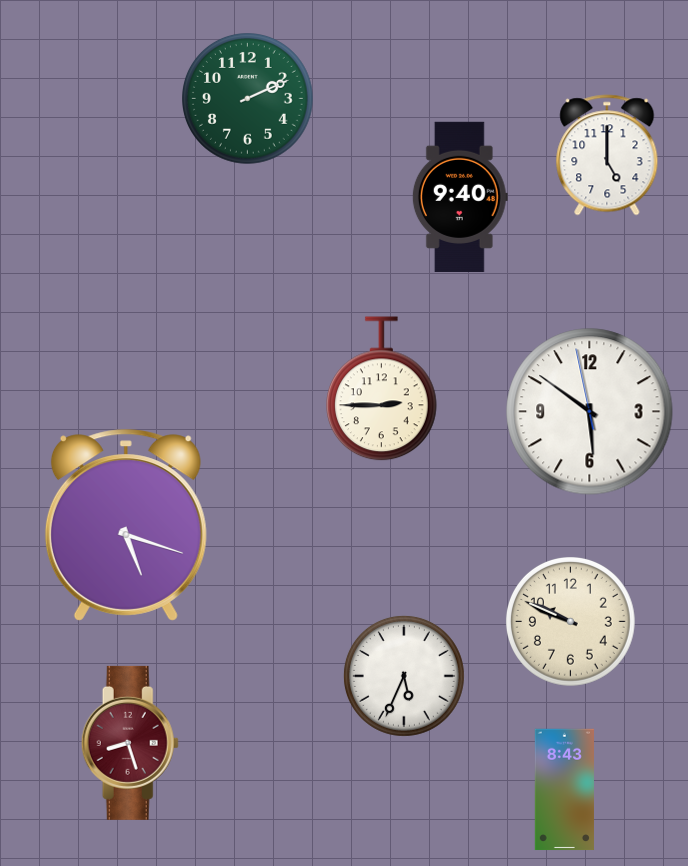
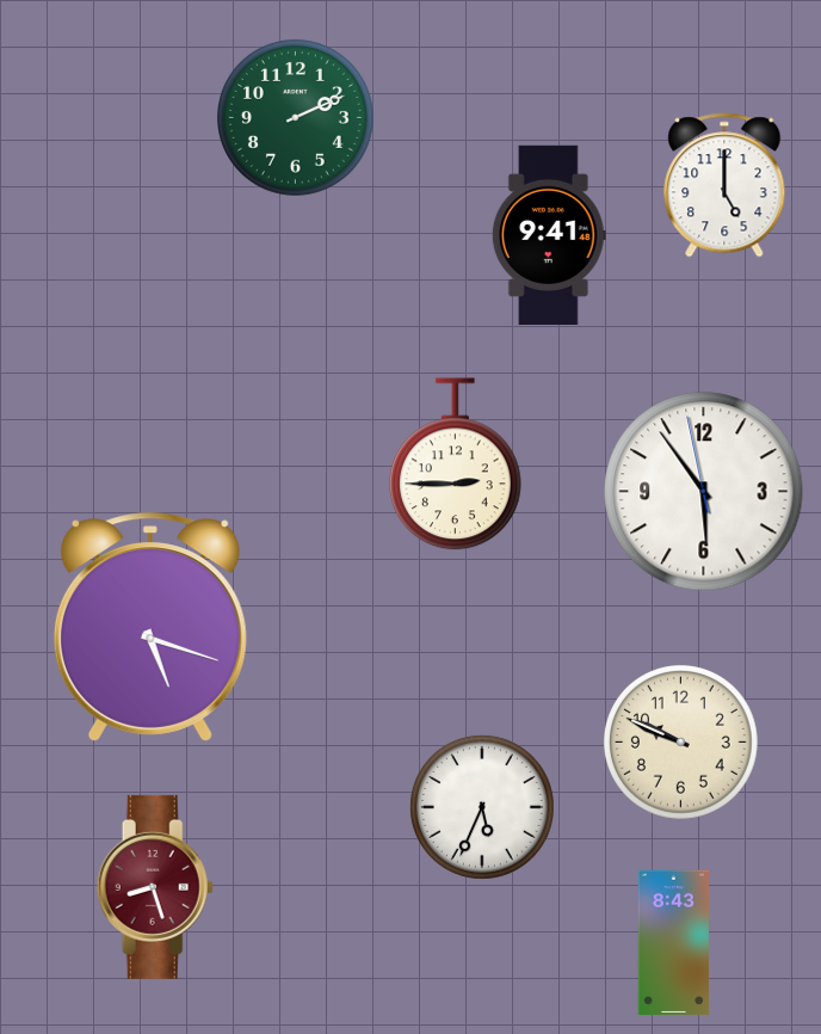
clock at (460, 197): 9:40 -> 9:41
clock at (590, 412): 5:50 -> 5:53
